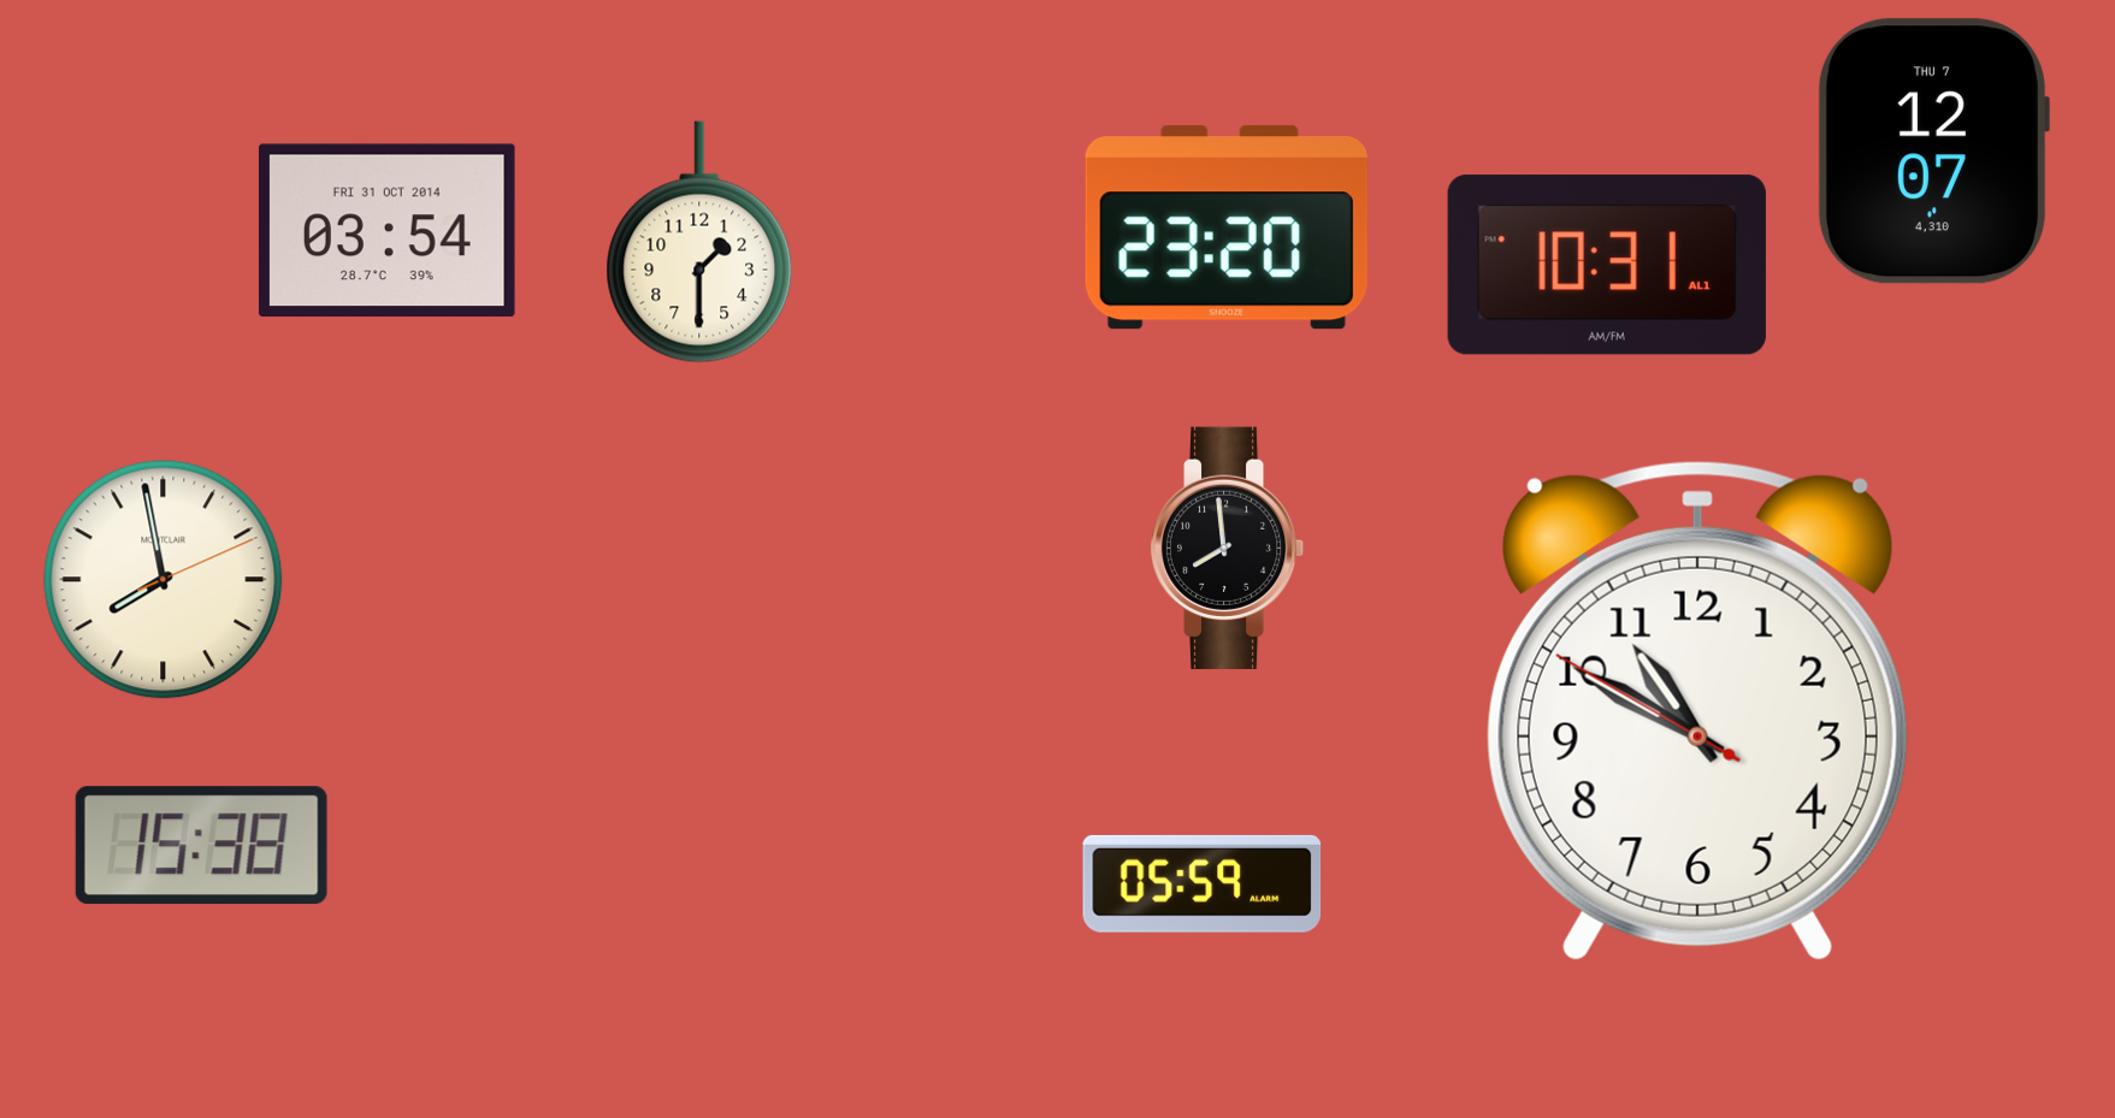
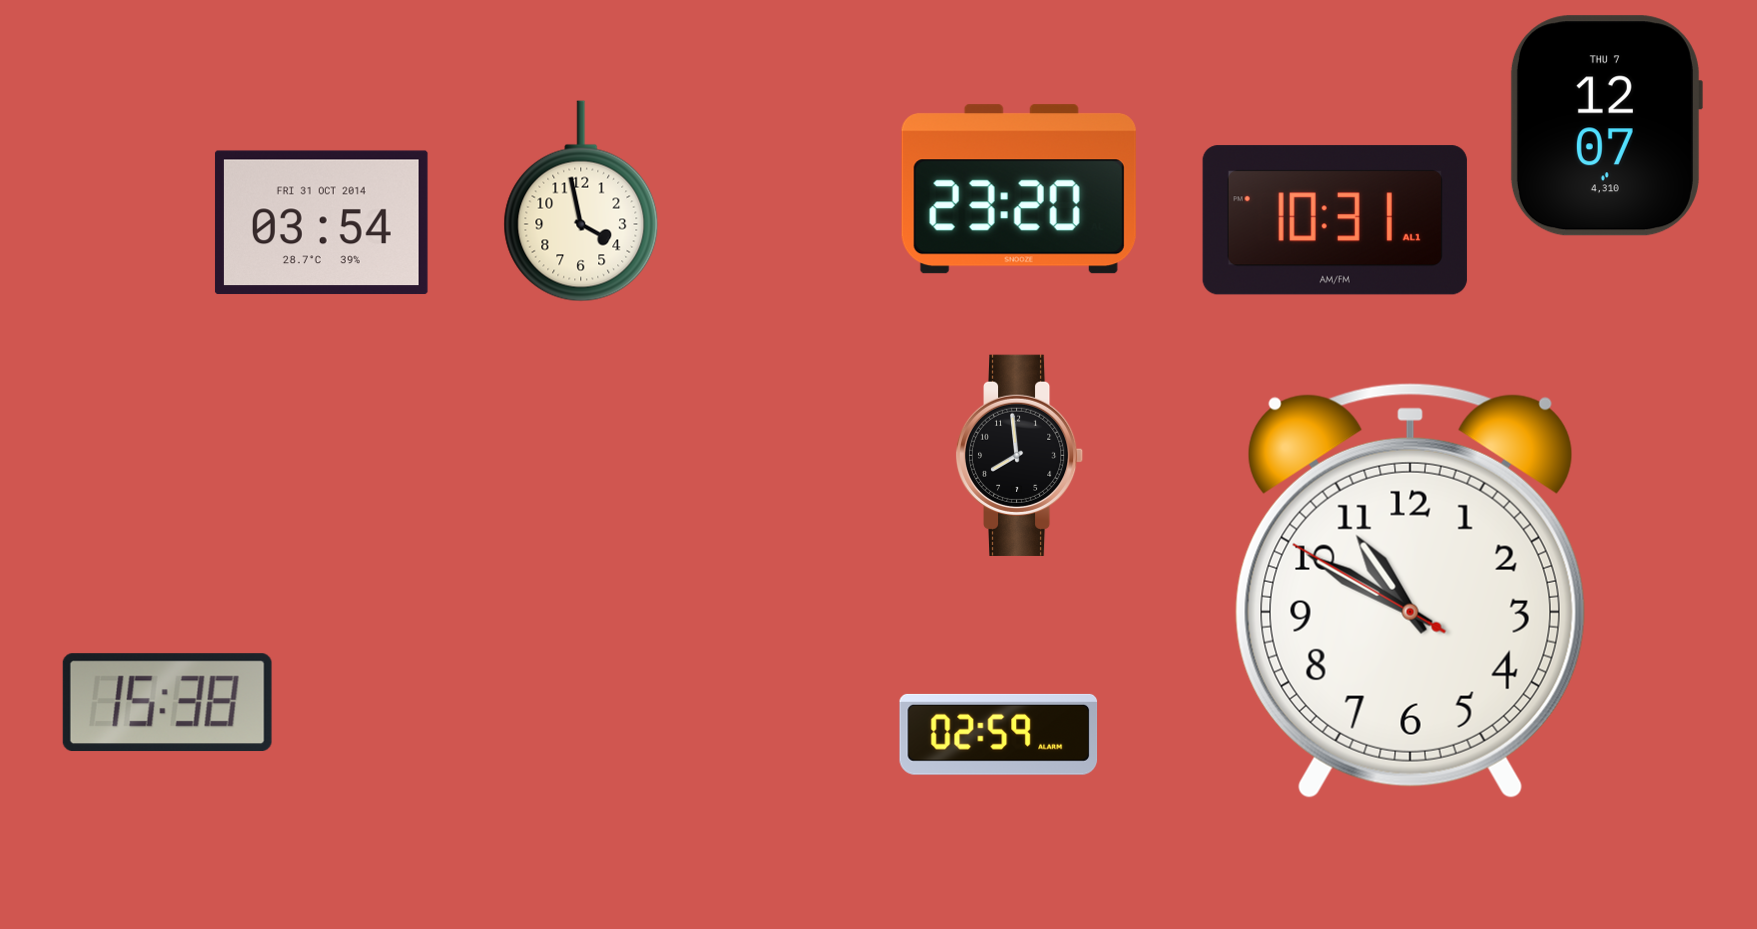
clock at (386, 231) position: (386, 231) -> (321, 223)
clock at (699, 242): 1:30 -> 3:58
clock at (164, 580): 7:58 -> none
clock at (1203, 883): 05:59 -> 02:59
